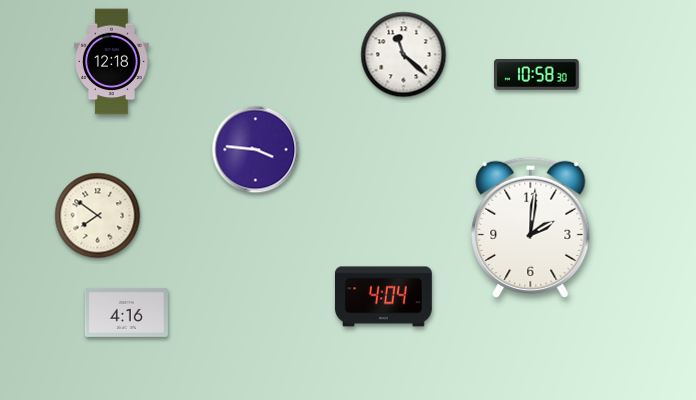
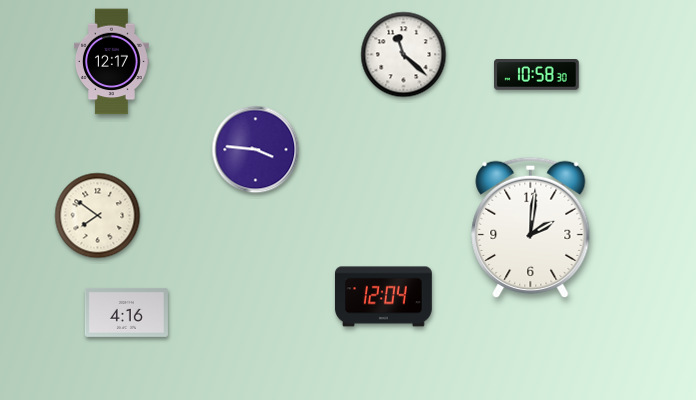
clock at (112, 62): 12:18 -> 12:17
clock at (383, 297): 4:04 -> 12:04
